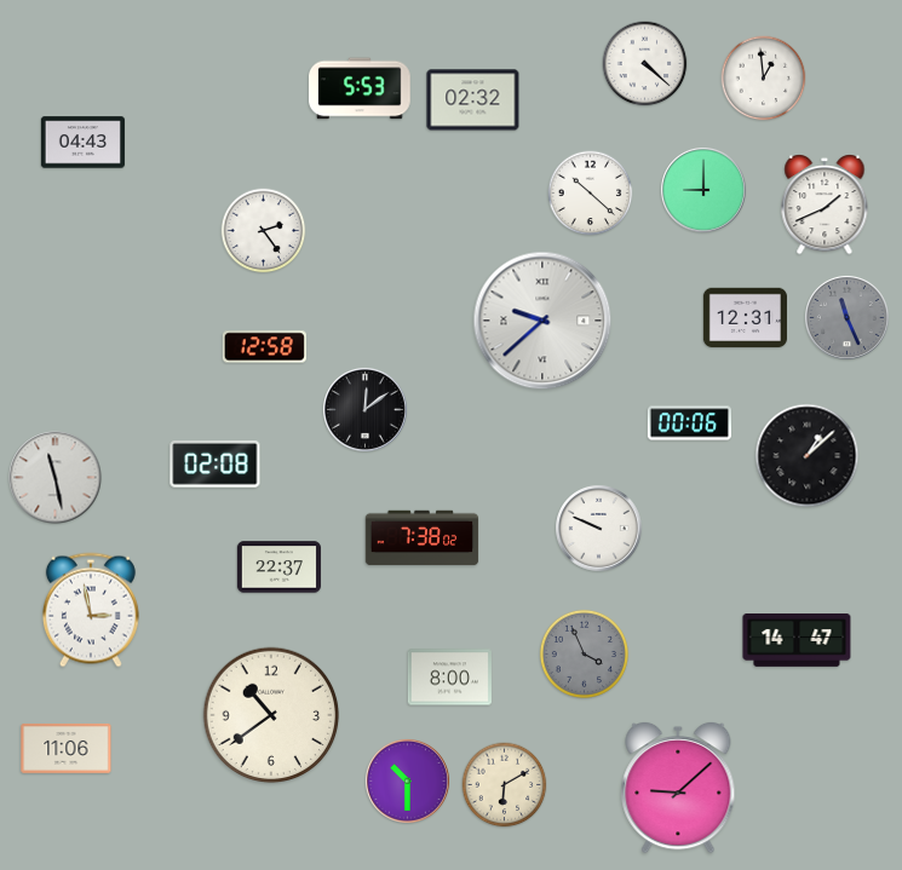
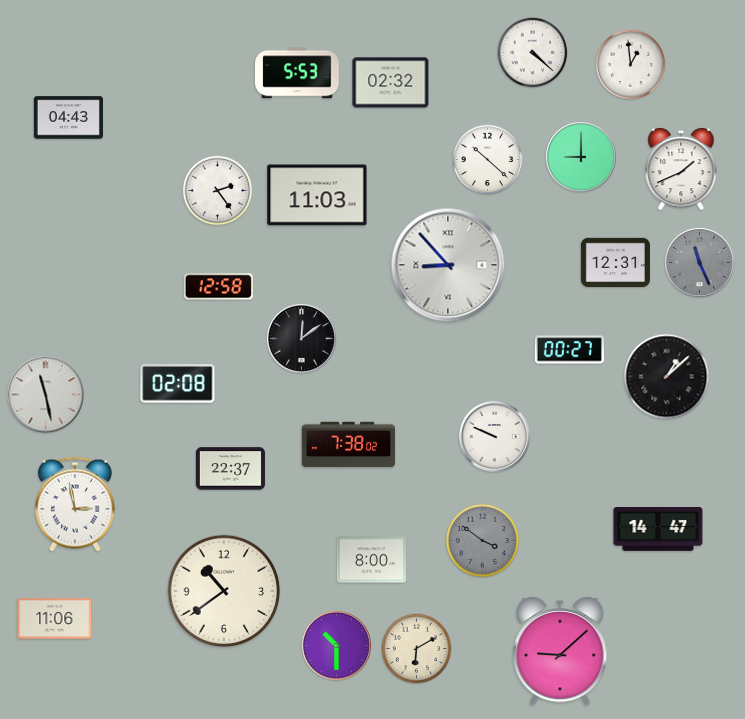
clock at (317, 195): none -> 11:03
clock at (542, 321): 9:38 -> 8:53
clock at (689, 424): 00:06 -> 00:27
clock at (584, 653): 3:56 -> 3:51
